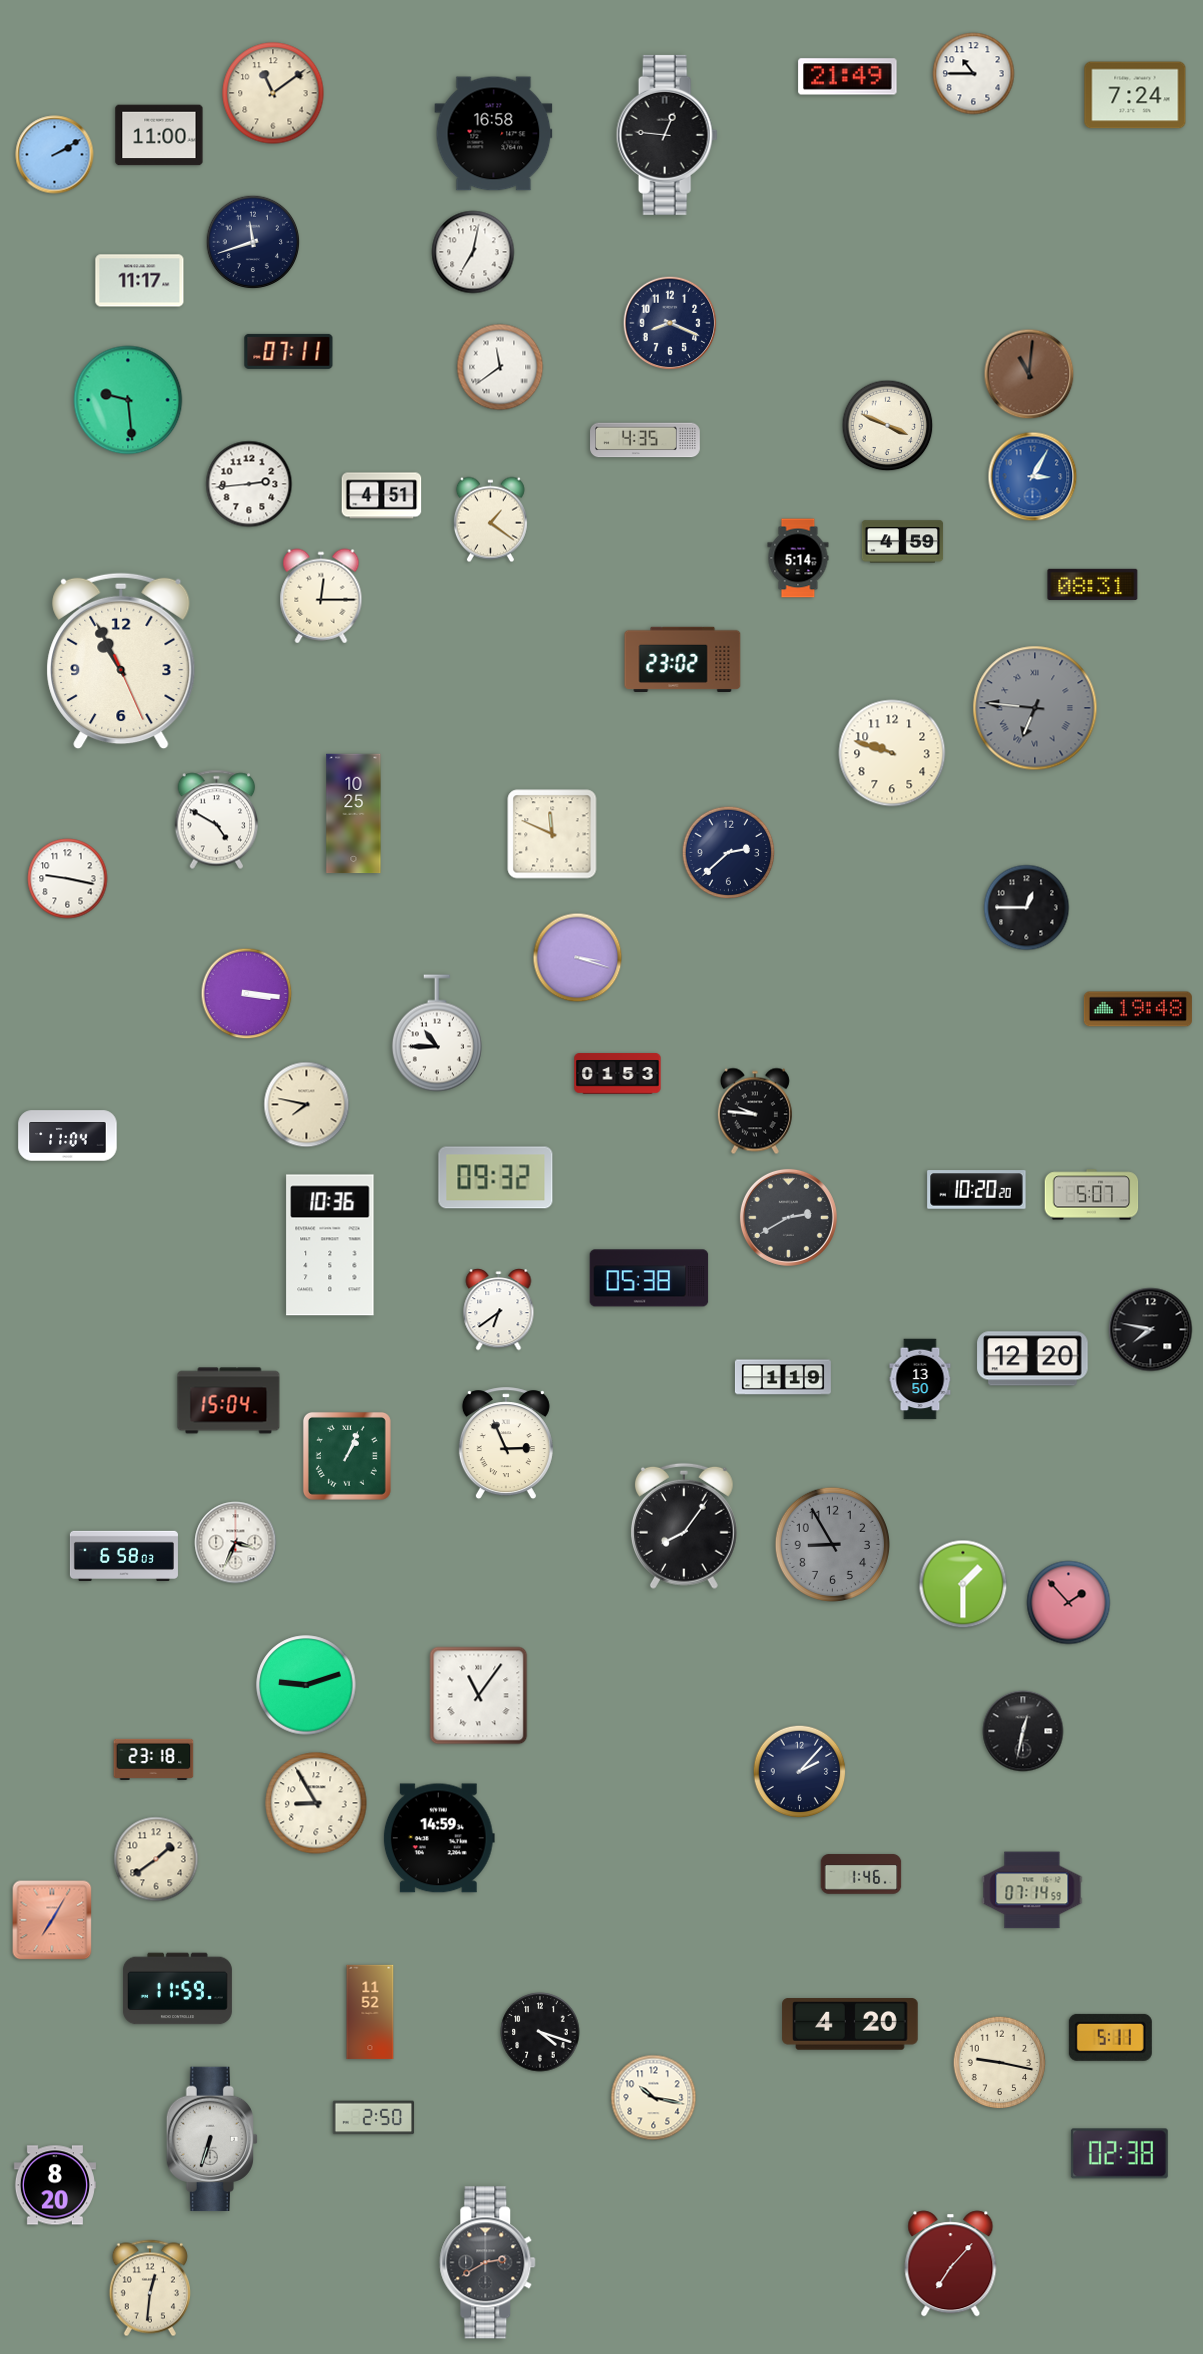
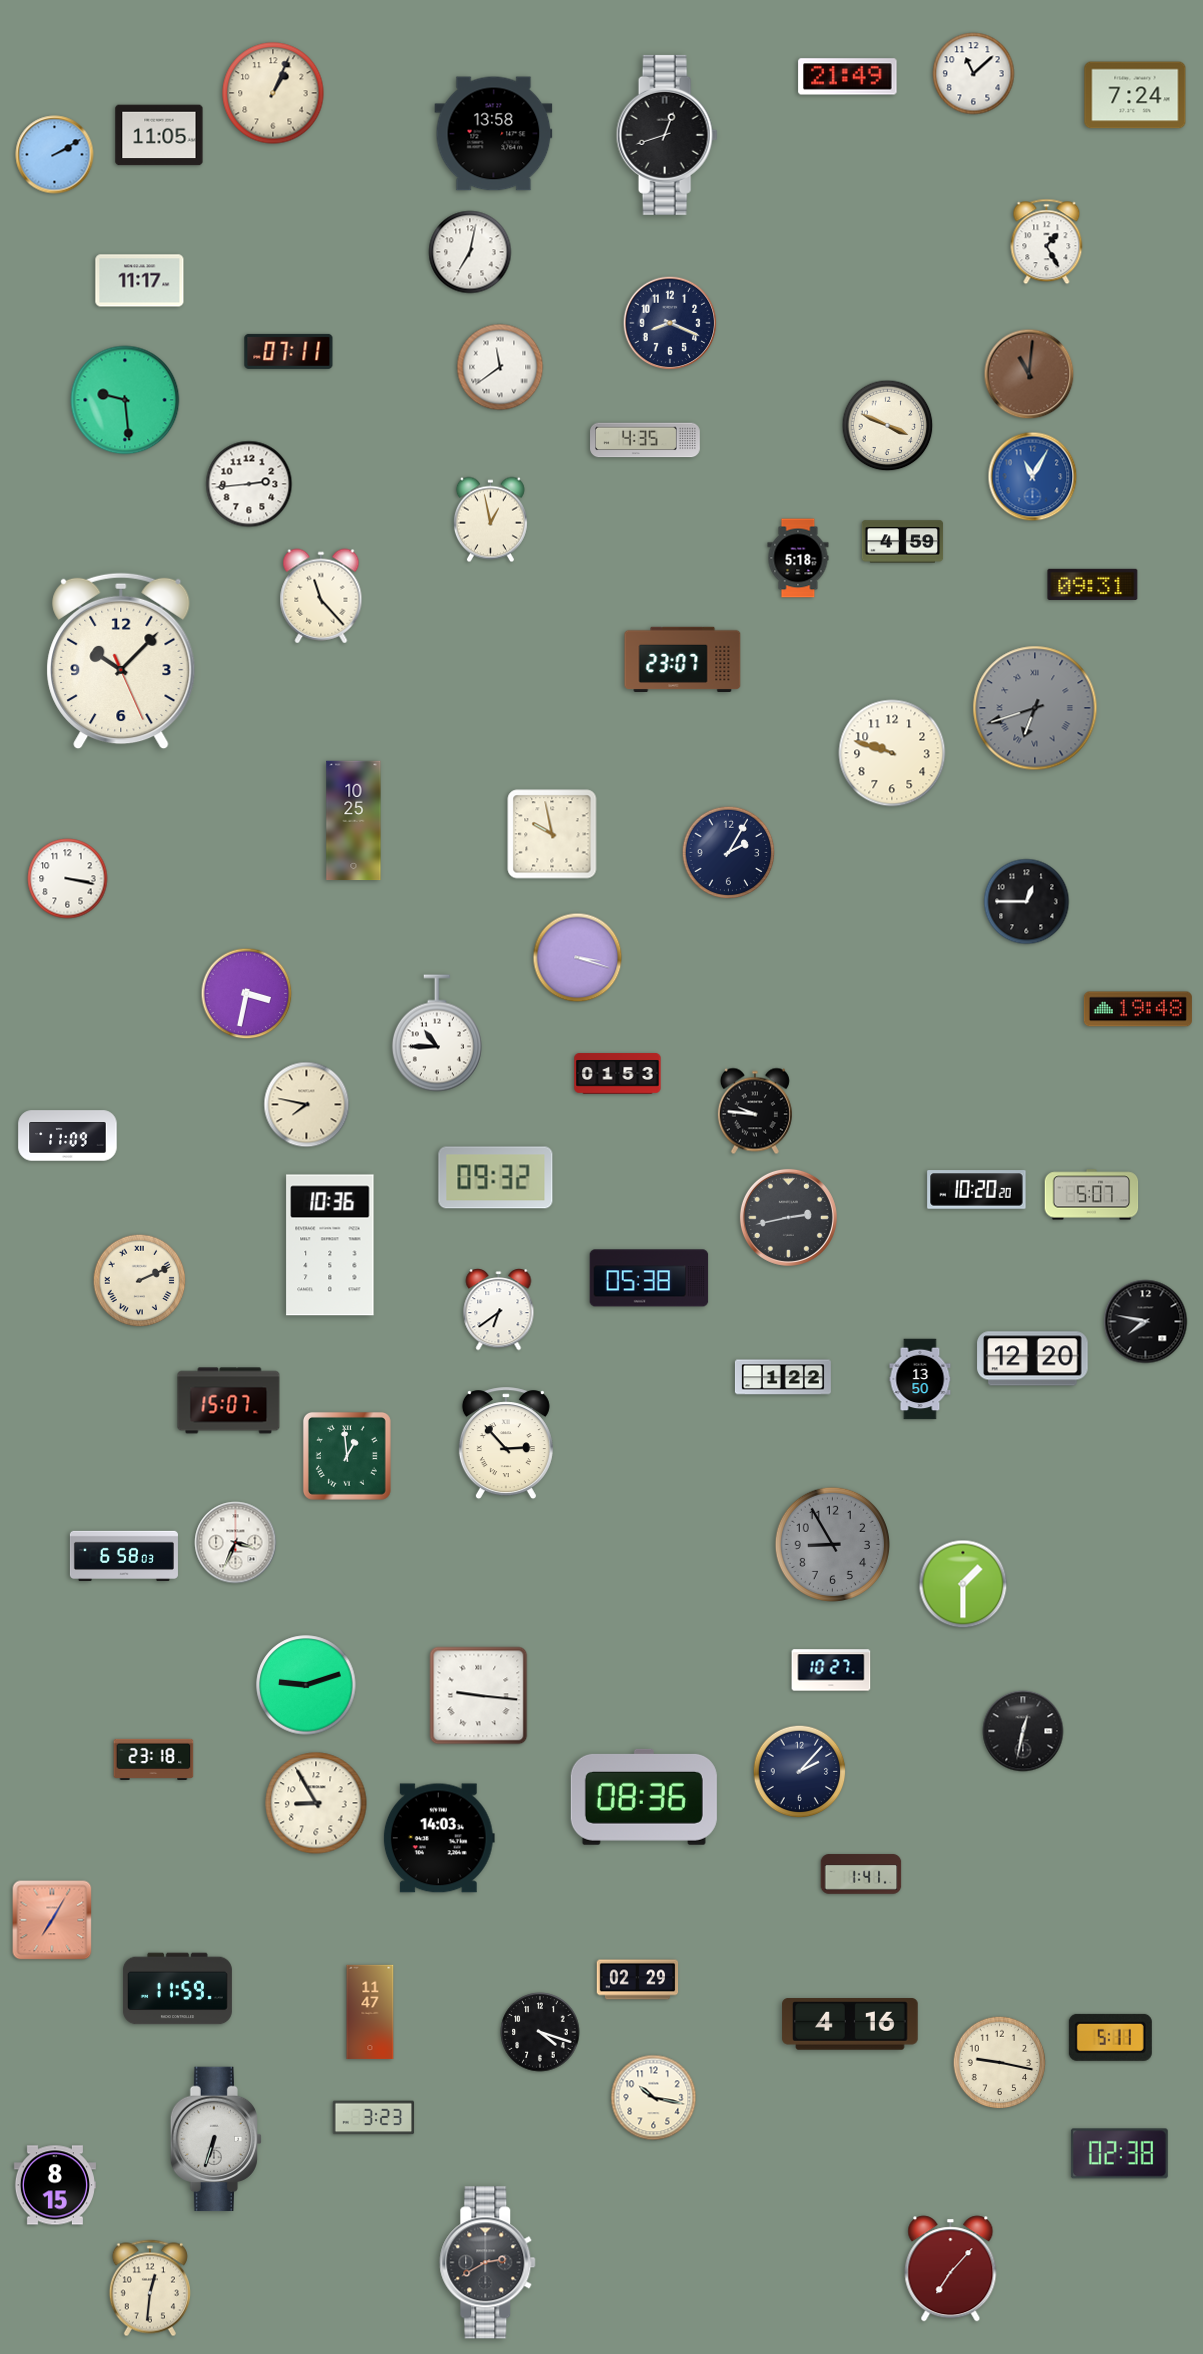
clock at (974, 74): 10:45 -> 11:08
clock at (273, 93): 11:09 -> 1:04
clock at (494, 134): 16:58 -> 13:58
clock at (159, 135): 11:00 -> 11:05
clock at (667, 135): 12:46 -> 12:42
clock at (253, 242): 11:42 -> none
clock at (1047, 242): none -> 1:25
clock at (473, 252) position: (473, 252) -> (470, 252)
clock at (128, 400) position: (128, 400) -> (125, 400)
clock at (1033, 477): 3:05 -> 11:05
clock at (382, 496): 4:51 -> none
clock at (490, 520): 1:21 -> 12:58
clock at (798, 558): 5:14 -> 5:18
clock at (1093, 584): 08:31 -> 09:31
clock at (321, 596): 12:15 -> 11:23
clock at (683, 659): 23:02 -> 23:07
clock at (121, 661): 10:55 -> 10:07
clock at (1035, 708): 6:46 -> 6:42
clock at (354, 814) position: (354, 814) -> (354, 821)
clock at (217, 820): 4:50 -> none
clock at (552, 834): 11:49 -> 9:58
clock at (729, 853): 2:38 -> 2:05
clock at (68, 879): 9:17 -> 3:17
clock at (1027, 908) position: (1027, 908) -> (1027, 902)
clock at (247, 994): 3:16 -> 3:32
clock at (68, 1136): 11:04 -> 11:09
clock at (788, 1217): 2:40 -> 2:43
clock at (140, 1281): none -> 2:11
clock at (1151, 1330) position: (1151, 1330) -> (1146, 1322)
clock at (783, 1377): 1:19 -> 1:22
clock at (229, 1401): 15:04 -> 15:07
clock at (506, 1444): 2:56 -> 2:53
clock at (347, 1456): 1:04 -> 12:59
clock at (684, 1526): 8:06 -> none
clock at (1069, 1603): 1:53 -> none
clock at (831, 1670): none -> 10:27
clock at (479, 1696): 11:06 -> 9:16
clock at (644, 1797): none -> 08:36
clock at (439, 1838): 14:59 -> 14:03
clock at (156, 1859): 1:39 -> none
clock at (861, 1874): 1:46 -> 1:41
clock at (1032, 1890): 07:14 -> none
clock at (638, 1980): none -> 02:29
clock at (370, 2012): 11:52 -> 11:47
clock at (850, 2024): 4:20 -> 4:16
clock at (374, 2118): 2:50 -> 3:23
clock at (211, 2139) position: (211, 2139) -> (215, 2139)
clock at (55, 2185): 8:20 -> 8:15
clock at (951, 2264) position: (951, 2264) -> (951, 2269)
